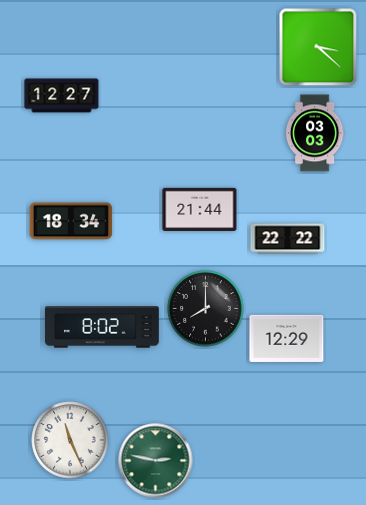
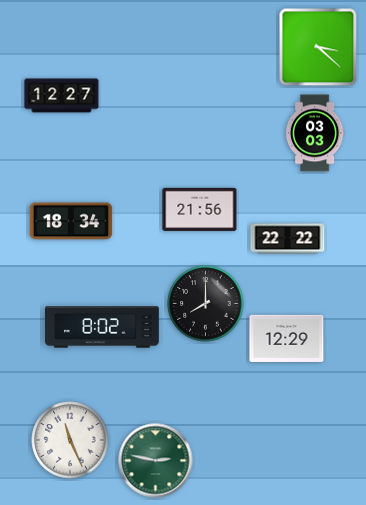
clock at (200, 209): 21:44 -> 21:56
clock at (206, 309) position: (206, 309) -> (206, 304)
